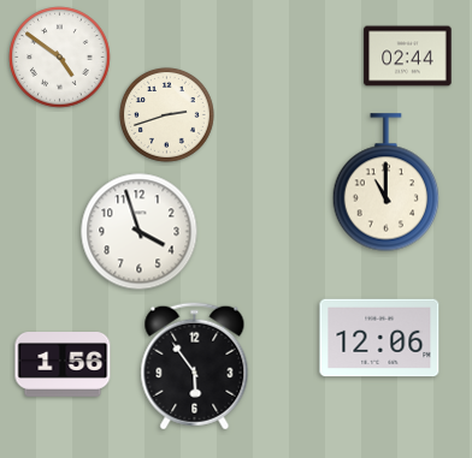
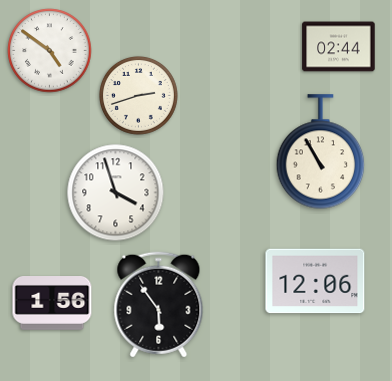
clock at (60, 58) position: (60, 58) -> (50, 51)
clock at (387, 183): 11:00 -> 10:55
clock at (195, 367) position: (195, 367) -> (159, 305)
